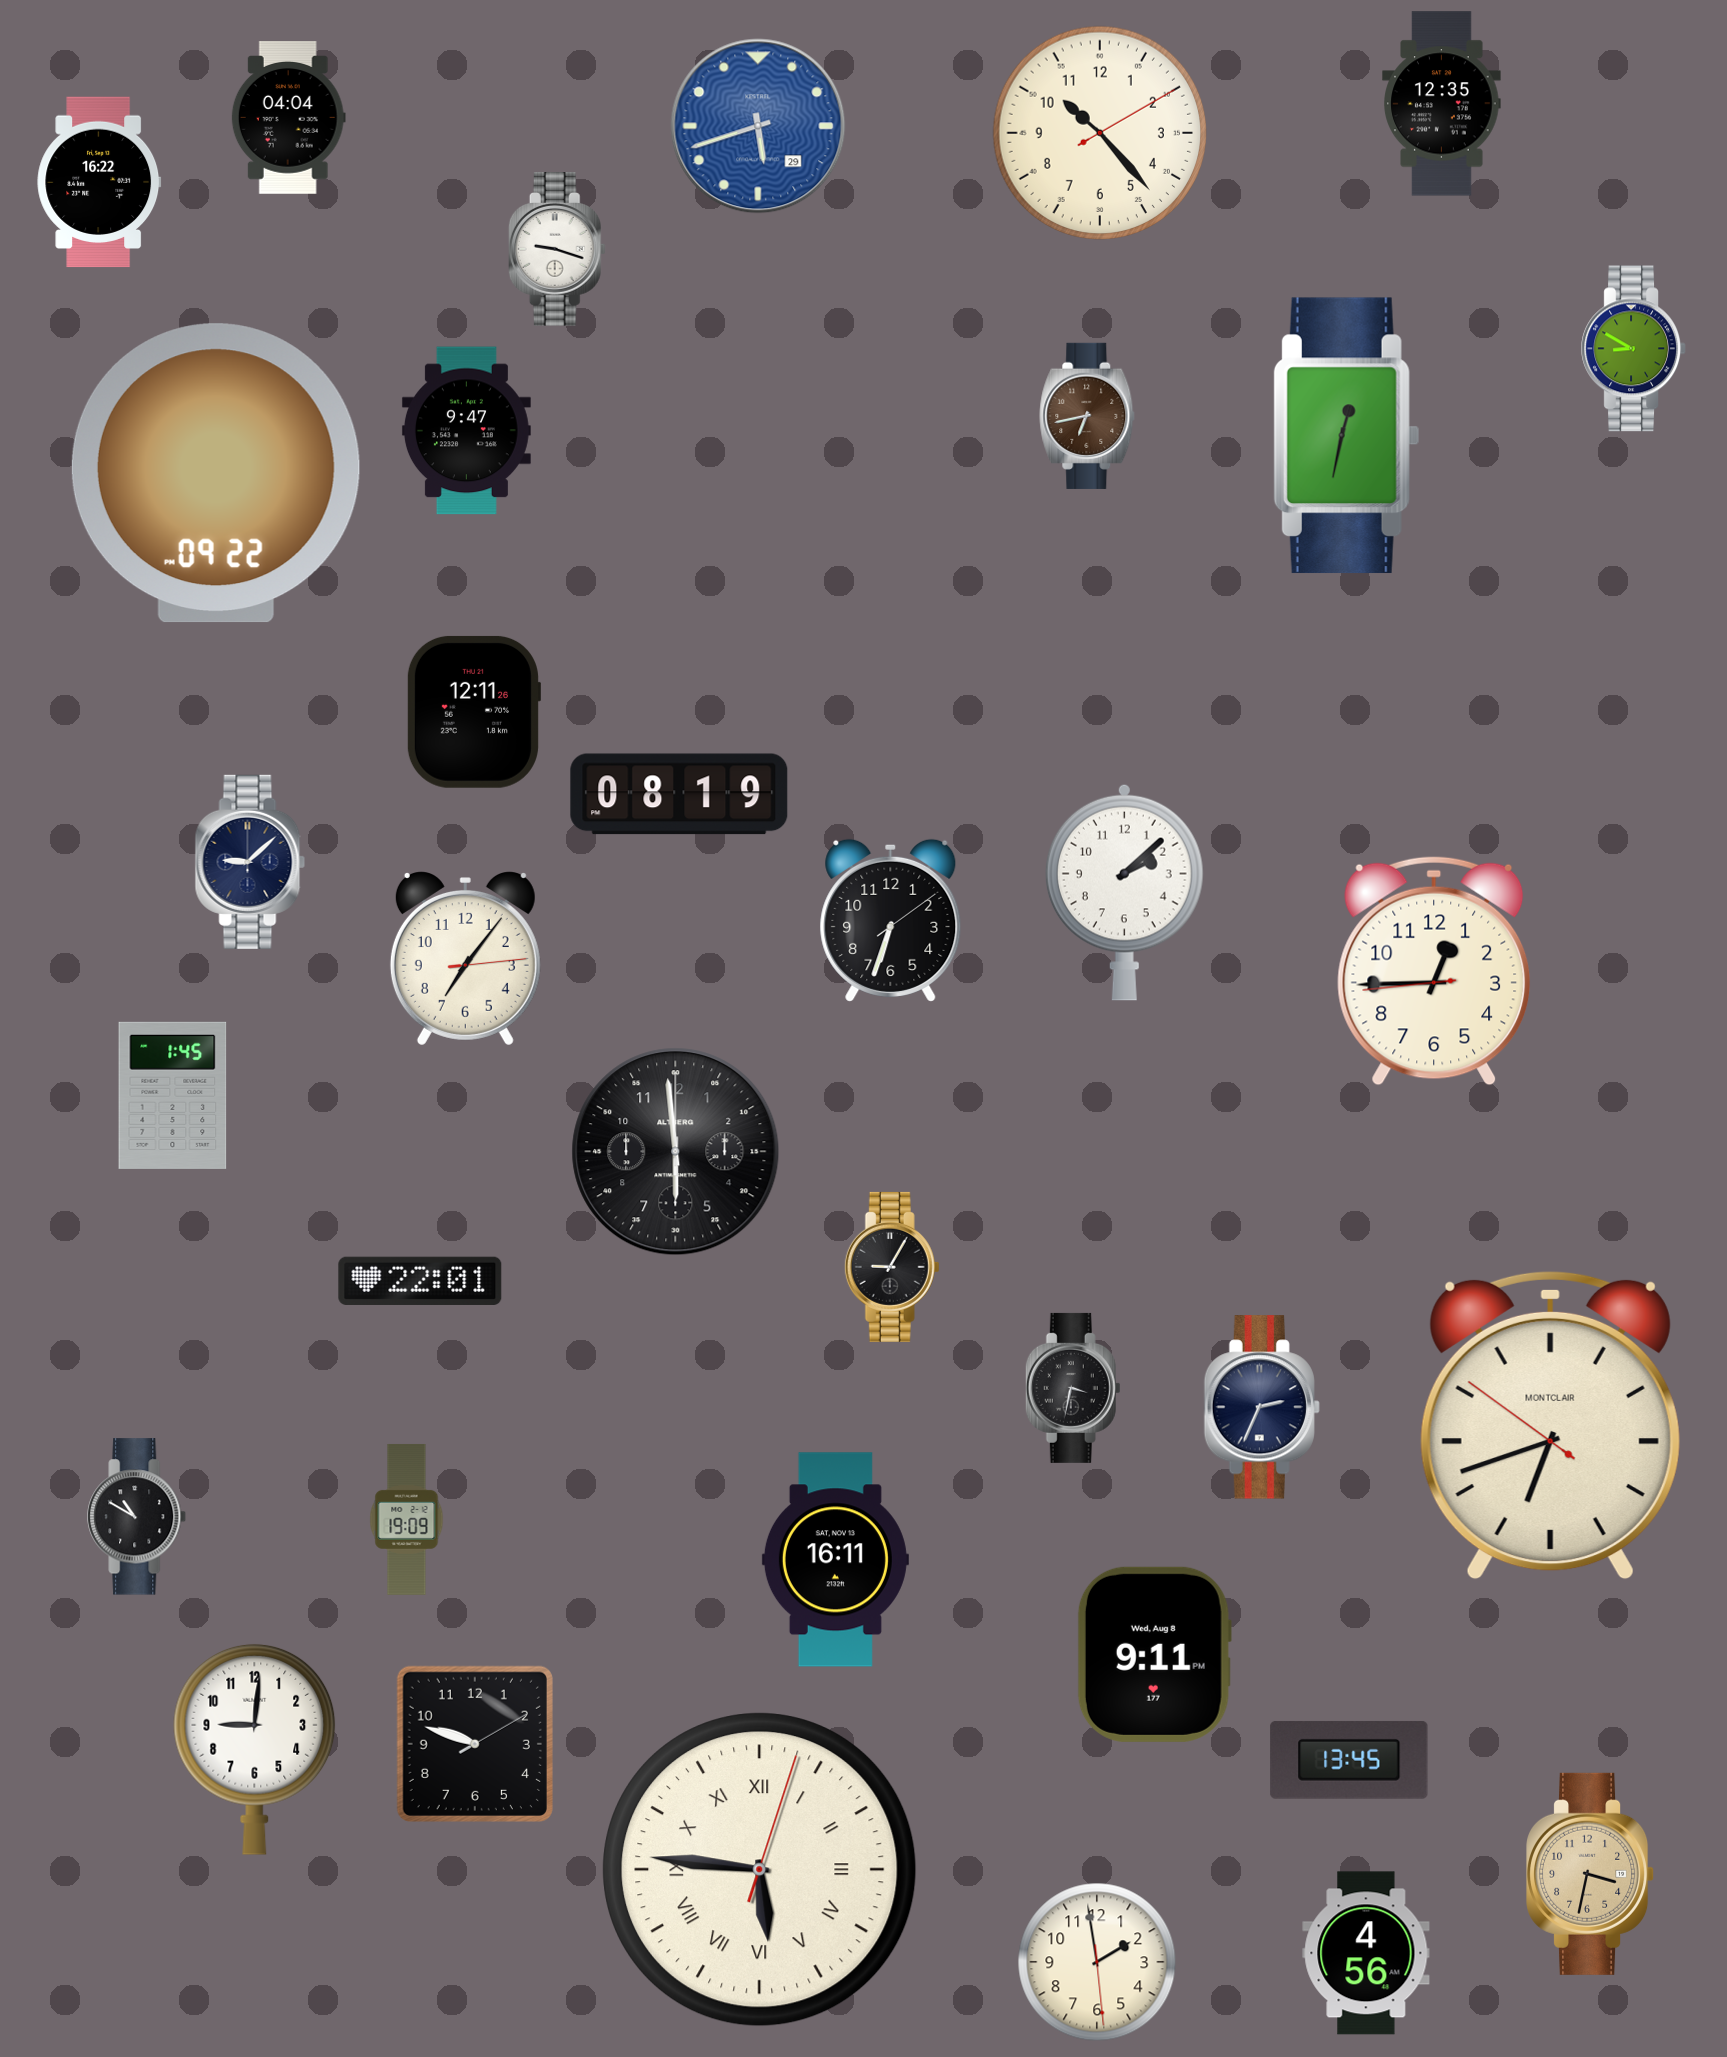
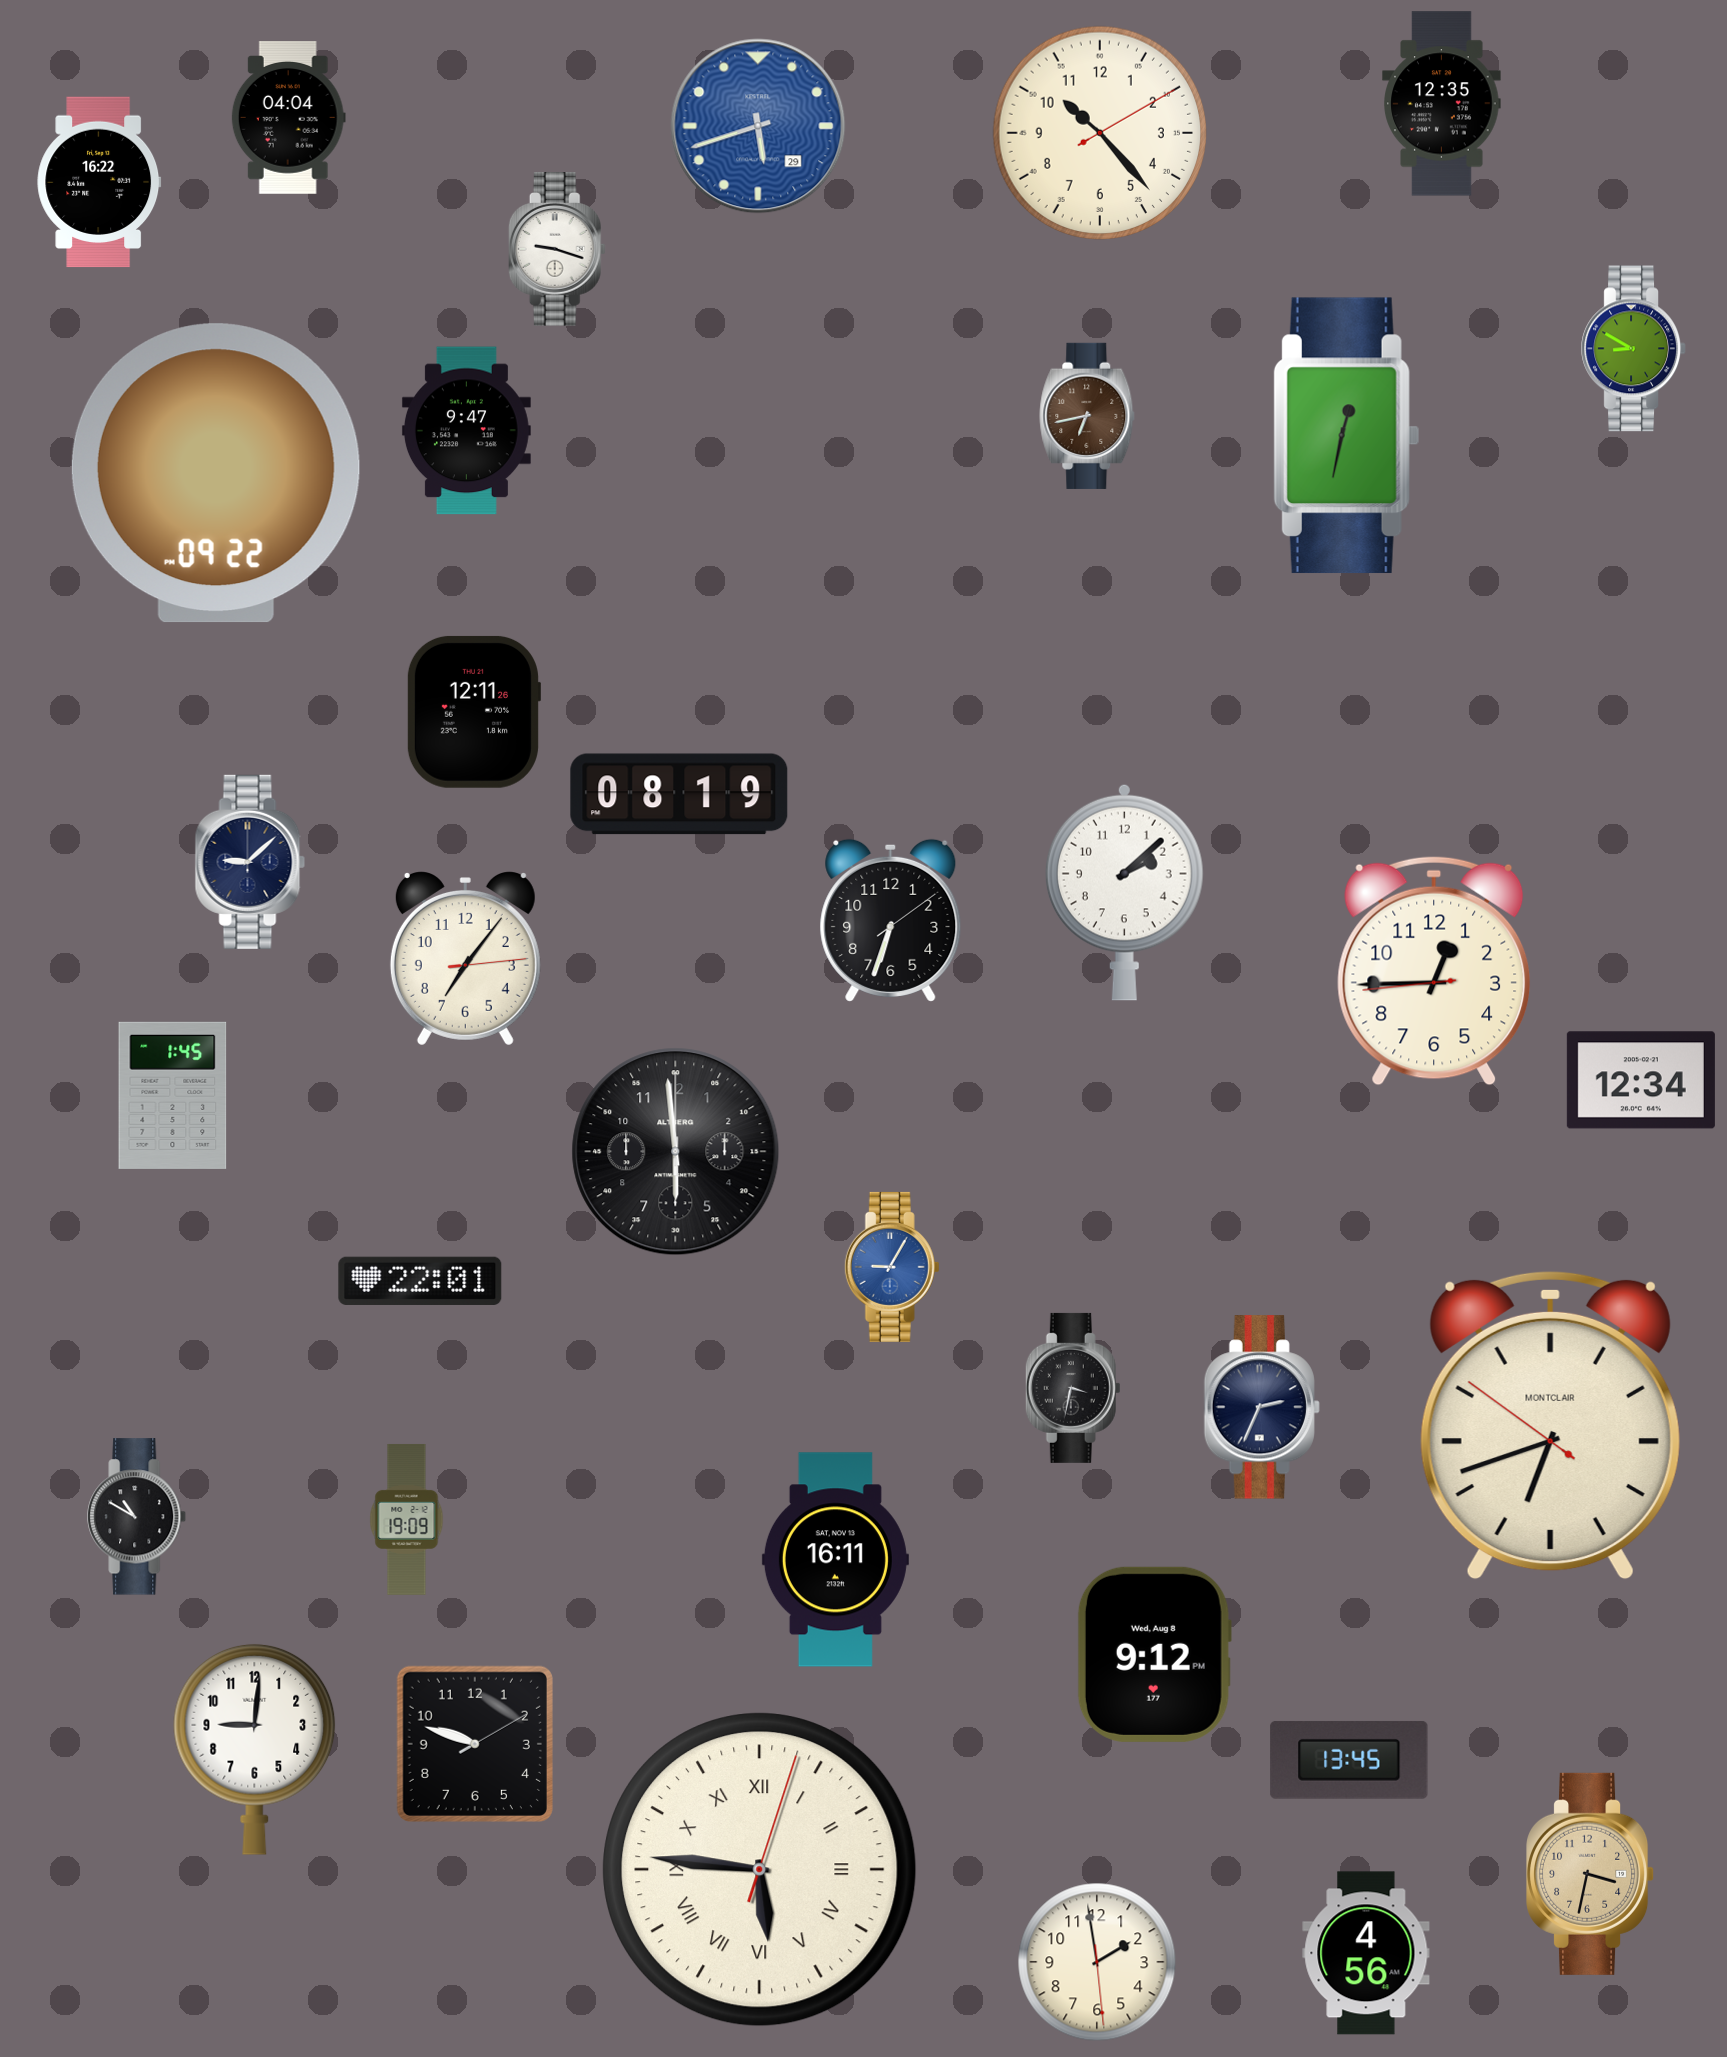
clock at (1641, 1080): none -> 12:34
clock at (892, 1267) dial: black -> blue
clock at (1154, 1654): 9:11 -> 9:12
